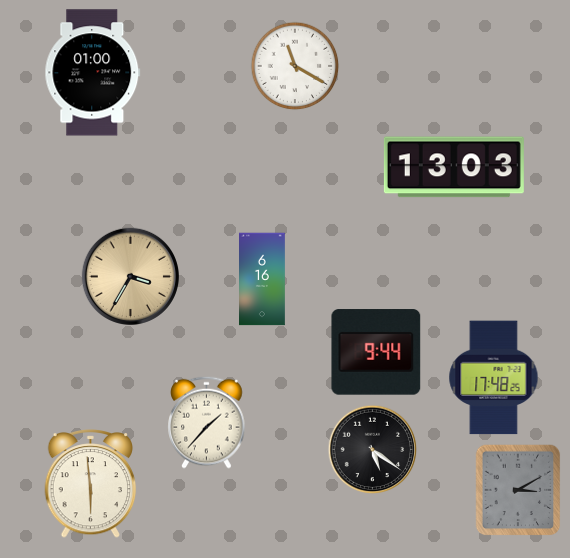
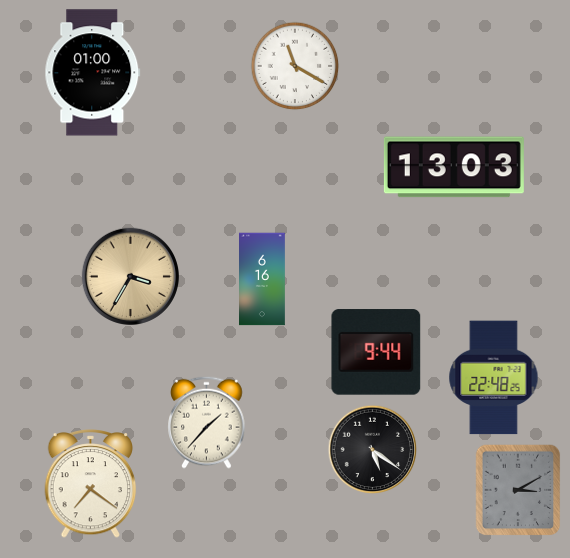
clock at (494, 378): 17:48 -> 22:48
clock at (91, 484): 5:59 -> 7:21
